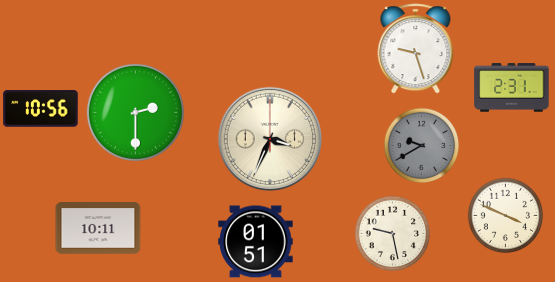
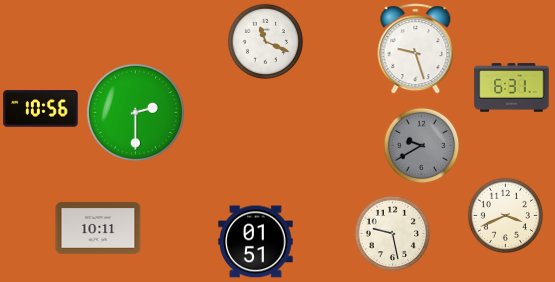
clock at (266, 42): none -> 11:19
clock at (512, 88): 2:31 -> 6:31
clock at (269, 138): 3:34 -> none
clock at (506, 216): 3:49 -> 3:41
